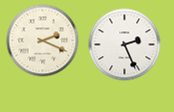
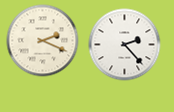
clock at (125, 45): 2:26 -> 2:23
